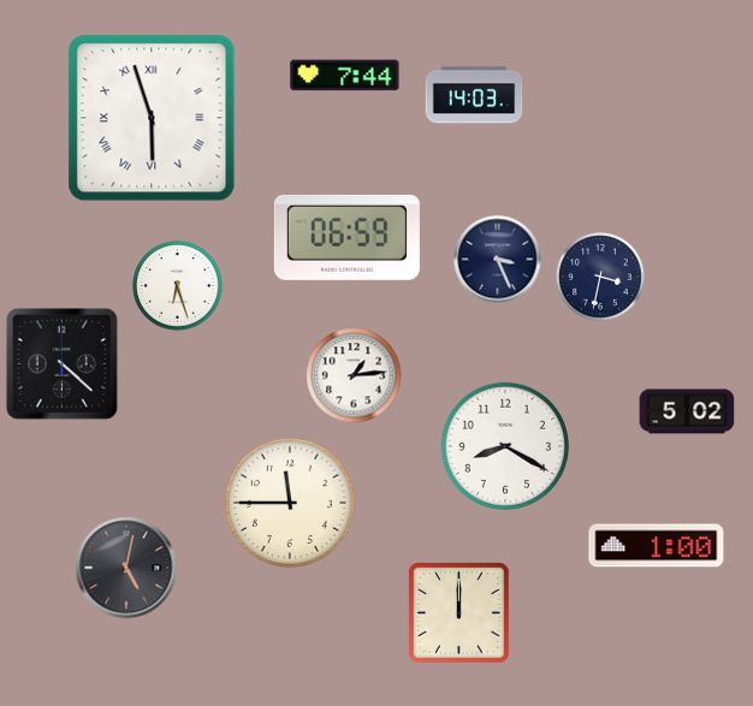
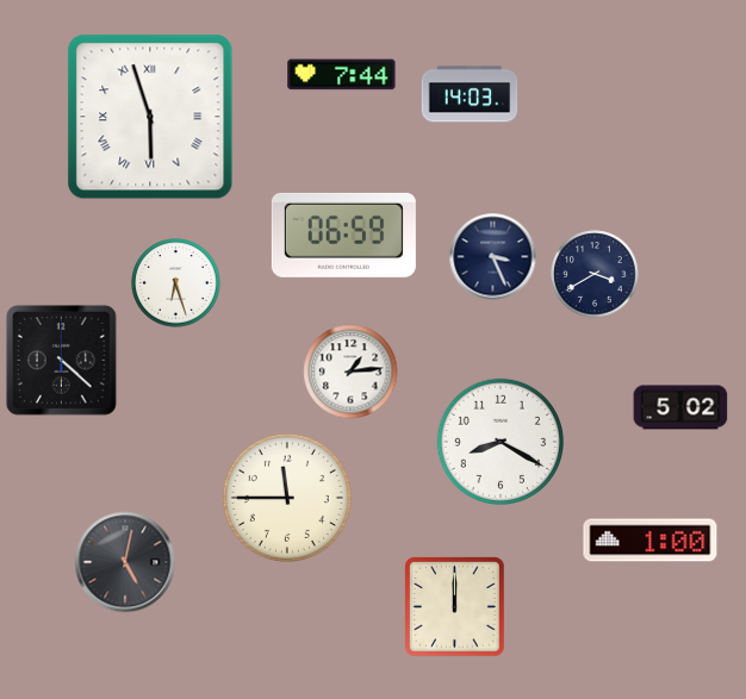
clock at (600, 277): 3:32 -> 3:40
